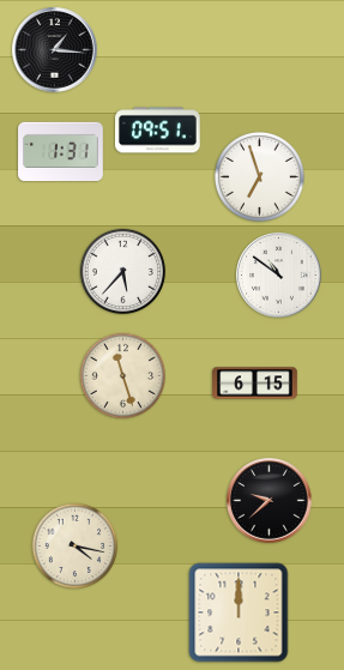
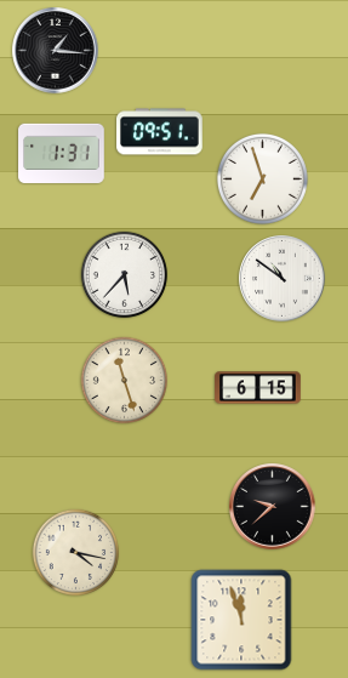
clock at (239, 612): 12:00 -> 11:57
